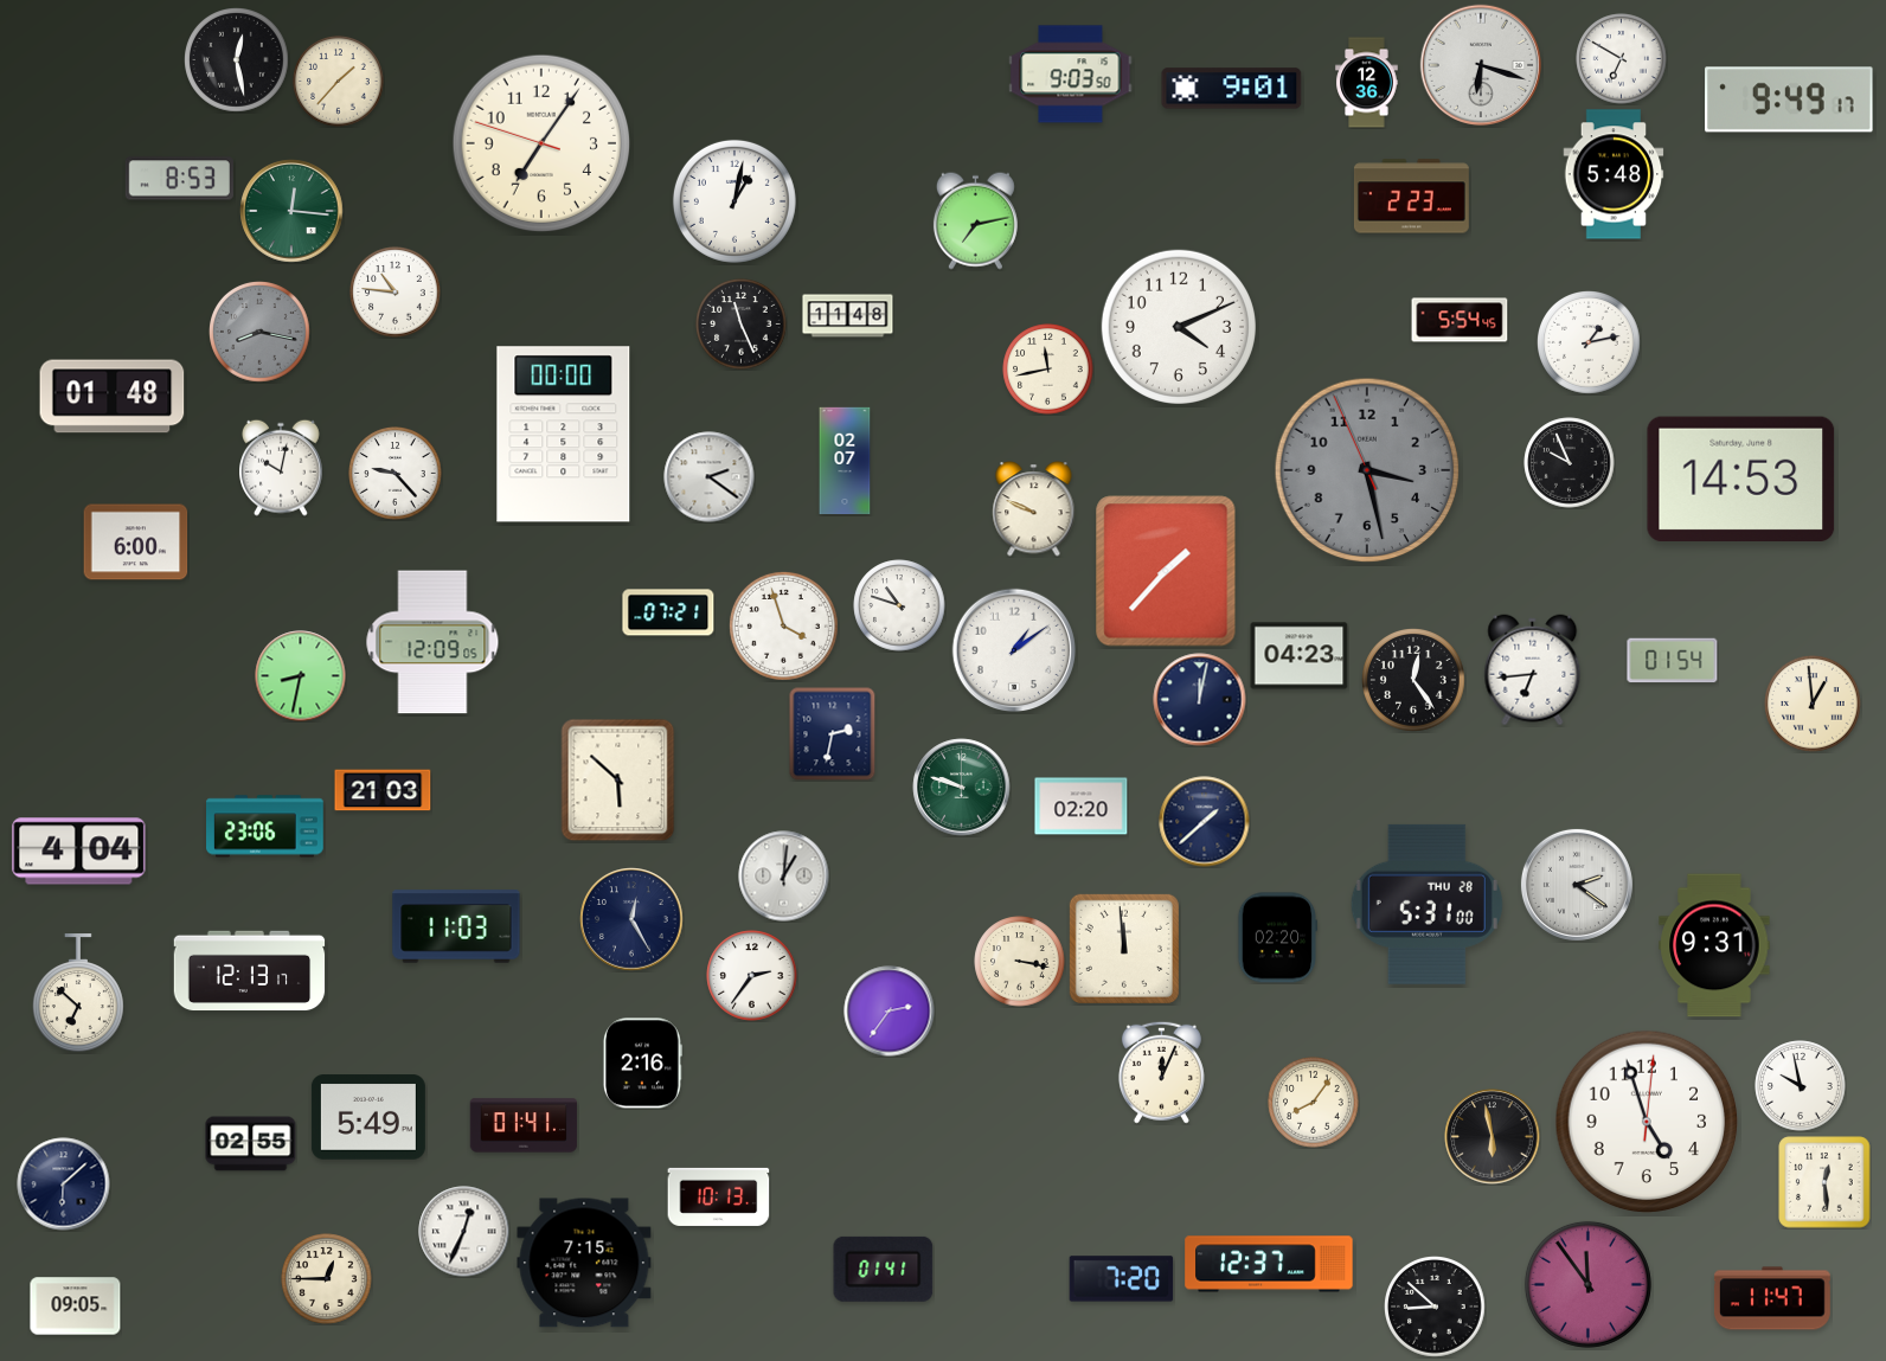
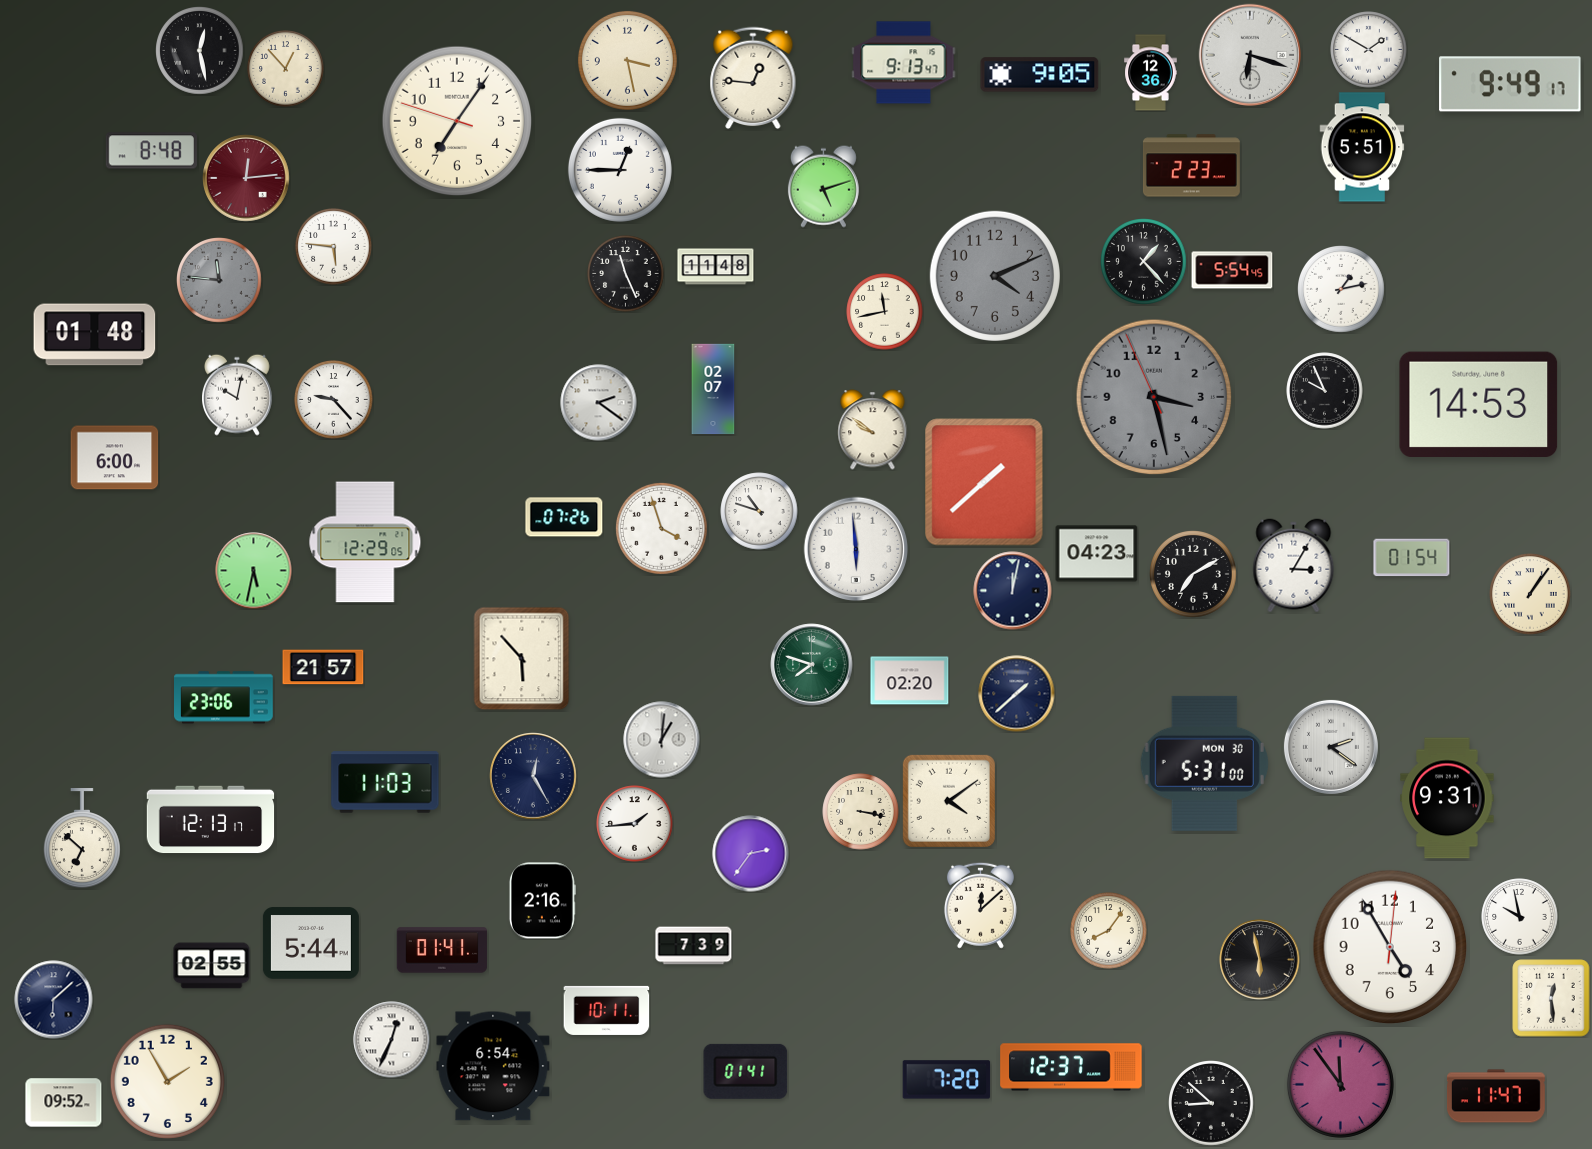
clock at (1622, 59): 6:50 -> 1:50
clock at (627, 60): none -> 3:28
clock at (1071, 75): 9:03 -> 9:13
clock at (339, 82): 1:37 -> 12:53
clock at (1367, 83) position: (1367, 83) -> (1151, 73)
clock at (1232, 89): 9:01 -> 9:05
clock at (753, 78): none -> 12:46
clock at (1614, 174): 5:48 -> 5:51
clock at (179, 179): 8:53 -> 8:48
clock at (734, 201): 1:02 -> 12:45
clock at (291, 211): 12:16 -> 12:14
clock at (291, 211) dial: green -> burgundy
clock at (975, 220): 7:13 -> 5:12
clock at (396, 293): 10:46 -> 5:46
clock at (1144, 262): none -> 1:23
clock at (1179, 327) dial: white -> grey
clock at (261, 333): 8:17 -> 11:46
clock at (564, 435): 00:00 -> none
clock at (1741, 479) position: (1741, 479) -> (1479, 404)
clock at (1034, 509): 9:49 -> 9:51
clock at (1166, 571): 1:37 -> 1:38
clock at (668, 612): 07:21 -> 07:26
clock at (432, 642): 12:09 -> 12:29
clock at (1014, 650): 1:09 -> 5:59
clock at (1533, 670): 6:44 -> 3:05
clock at (301, 676): 8:32 -> 5:32
clock at (1414, 681): 12:24 -> 7:10
clock at (1813, 704): 12:59 -> 1:06
clock at (833, 734): 2:32 -> none
clock at (618, 781): 5:52 -> 5:53
clock at (962, 788): 9:48 -> 7:48
clock at (383, 790): 21:03 -> 21:57
clock at (1082, 807) position: (1082, 807) -> (910, 681)
clock at (79, 852): 4:04 -> none
clock at (1426, 904) date: THU 28 -> MON 30
clock at (1277, 938): 02:20 -> none
clock at (1124, 949): 11:59 -> 4:09
clock at (752, 976): 2:36 -> 1:44
clock at (78, 993) position: (78, 993) -> (82, 838)
clock at (642, 1064) position: (642, 1064) -> (542, 901)
clock at (1161, 1072): 12:04 -> 12:08
clock at (368, 1117): 5:49 -> 5:44
clock at (694, 946): none -> 7:39
clock at (1647, 1122): 4:57 -> 4:55
clock at (1824, 1182) position: (1824, 1182) -> (1551, 998)
clock at (719, 1196): 10:13 -> 10:11
clock at (584, 1263): 7:15 -> 6:54
clock at (327, 1279): 12:45 -> none
clock at (167, 1081): none -> 1:55
clock at (76, 1307): 09:05 -> 09:52
